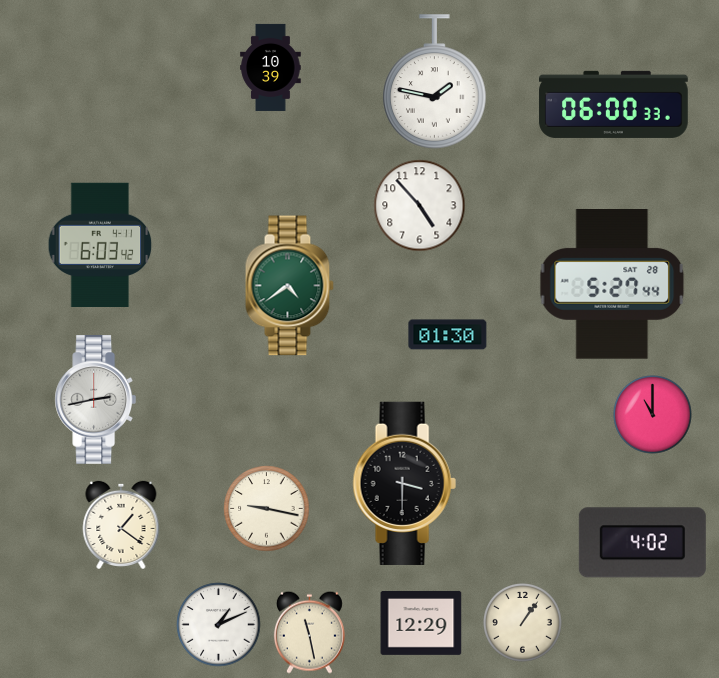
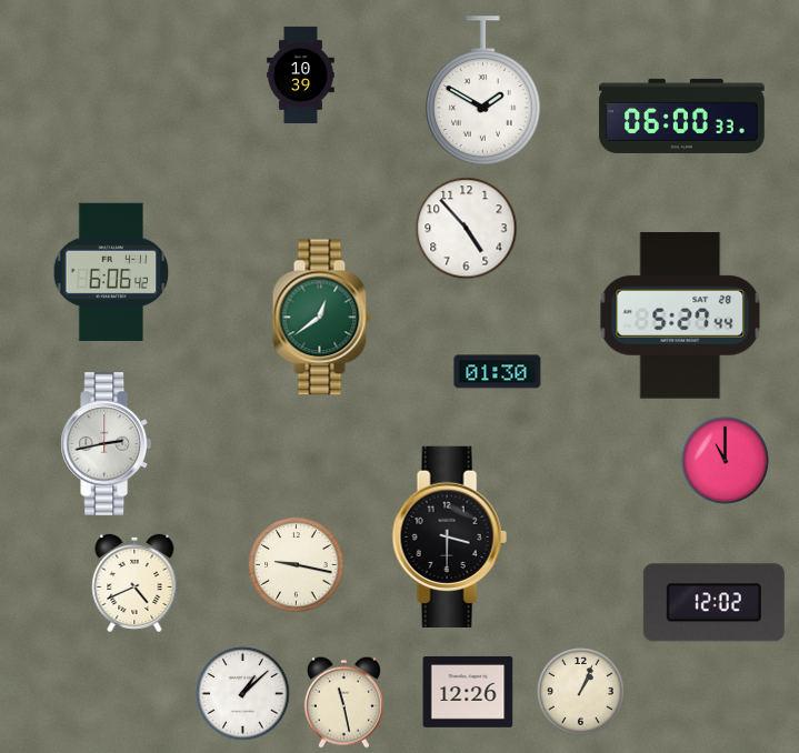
clock at (435, 82): 1:47 -> 1:50
clock at (100, 244): 6:03 -> 6:06
clock at (289, 286): 4:39 -> 12:39
clock at (121, 525): 1:21 -> 4:41
clock at (642, 543): 4:02 -> 12:02
clock at (421, 623): 12:29 -> 12:26
clock at (523, 623): 1:06 -> 1:04
clock at (219, 625): 1:11 -> 1:08
